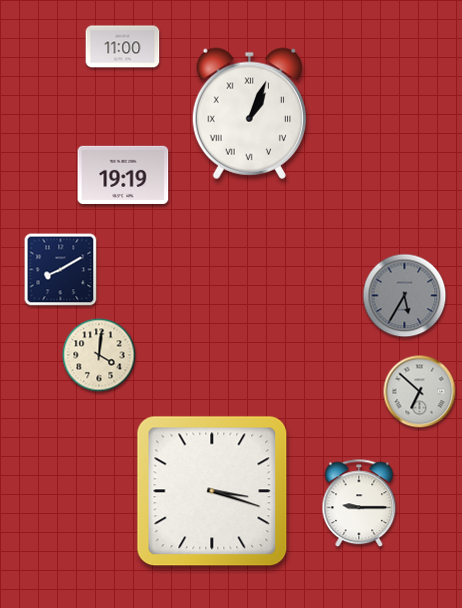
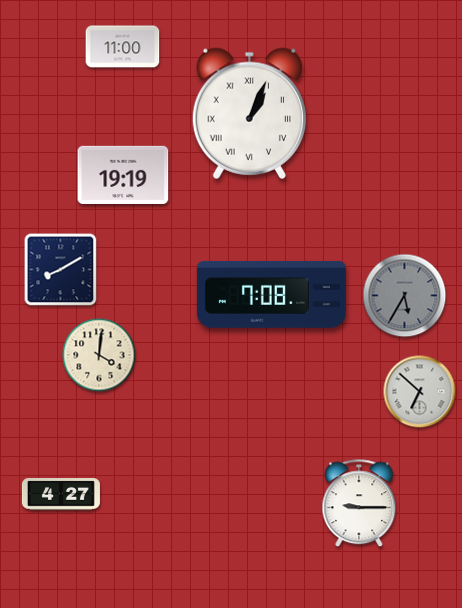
clock at (271, 295): none -> 7:08
clock at (212, 491): 3:18 -> none
clock at (61, 494): none -> 4:27
